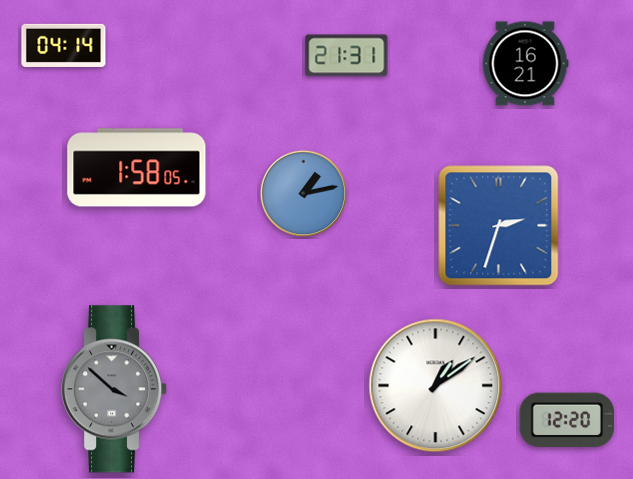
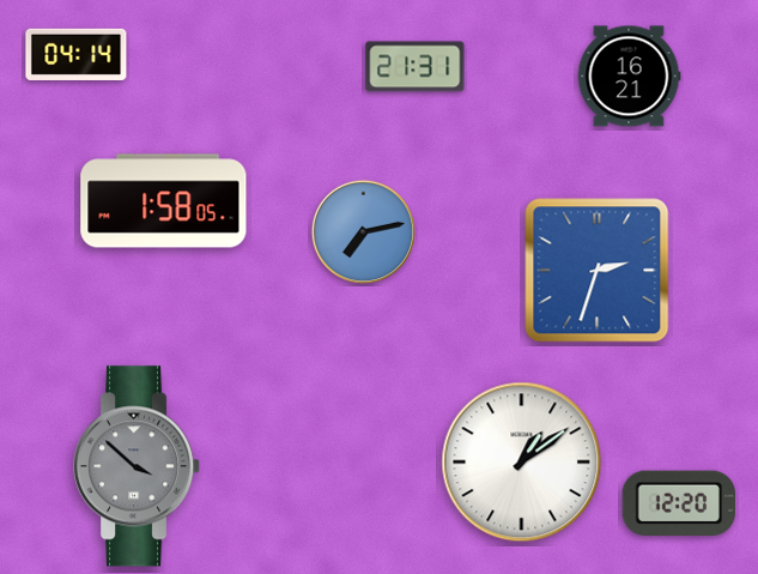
clock at (304, 194): 1:13 -> 7:13
